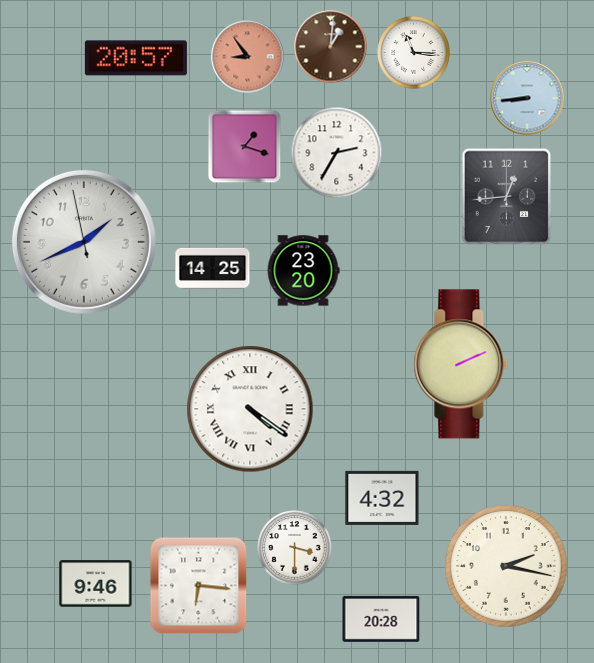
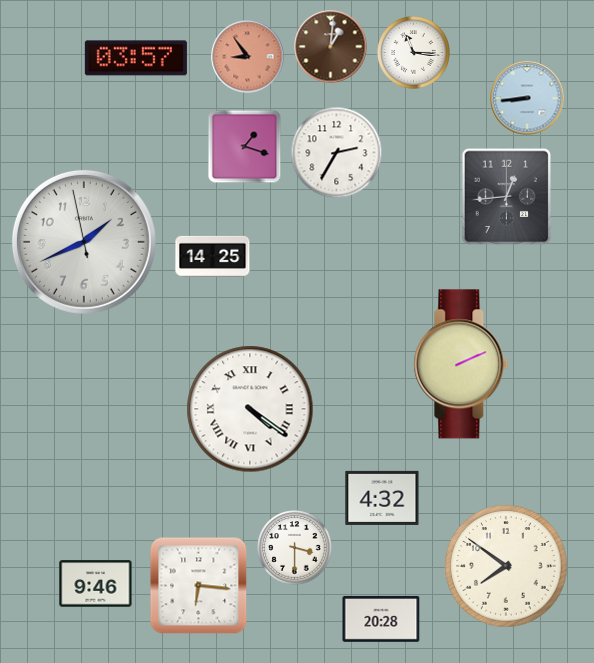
clock at (136, 58): 20:57 -> 03:57
clock at (213, 268) position: (213, 268) -> (213, 256)
clock at (303, 271): 23:20 -> none
clock at (506, 566): 2:17 -> 7:51
